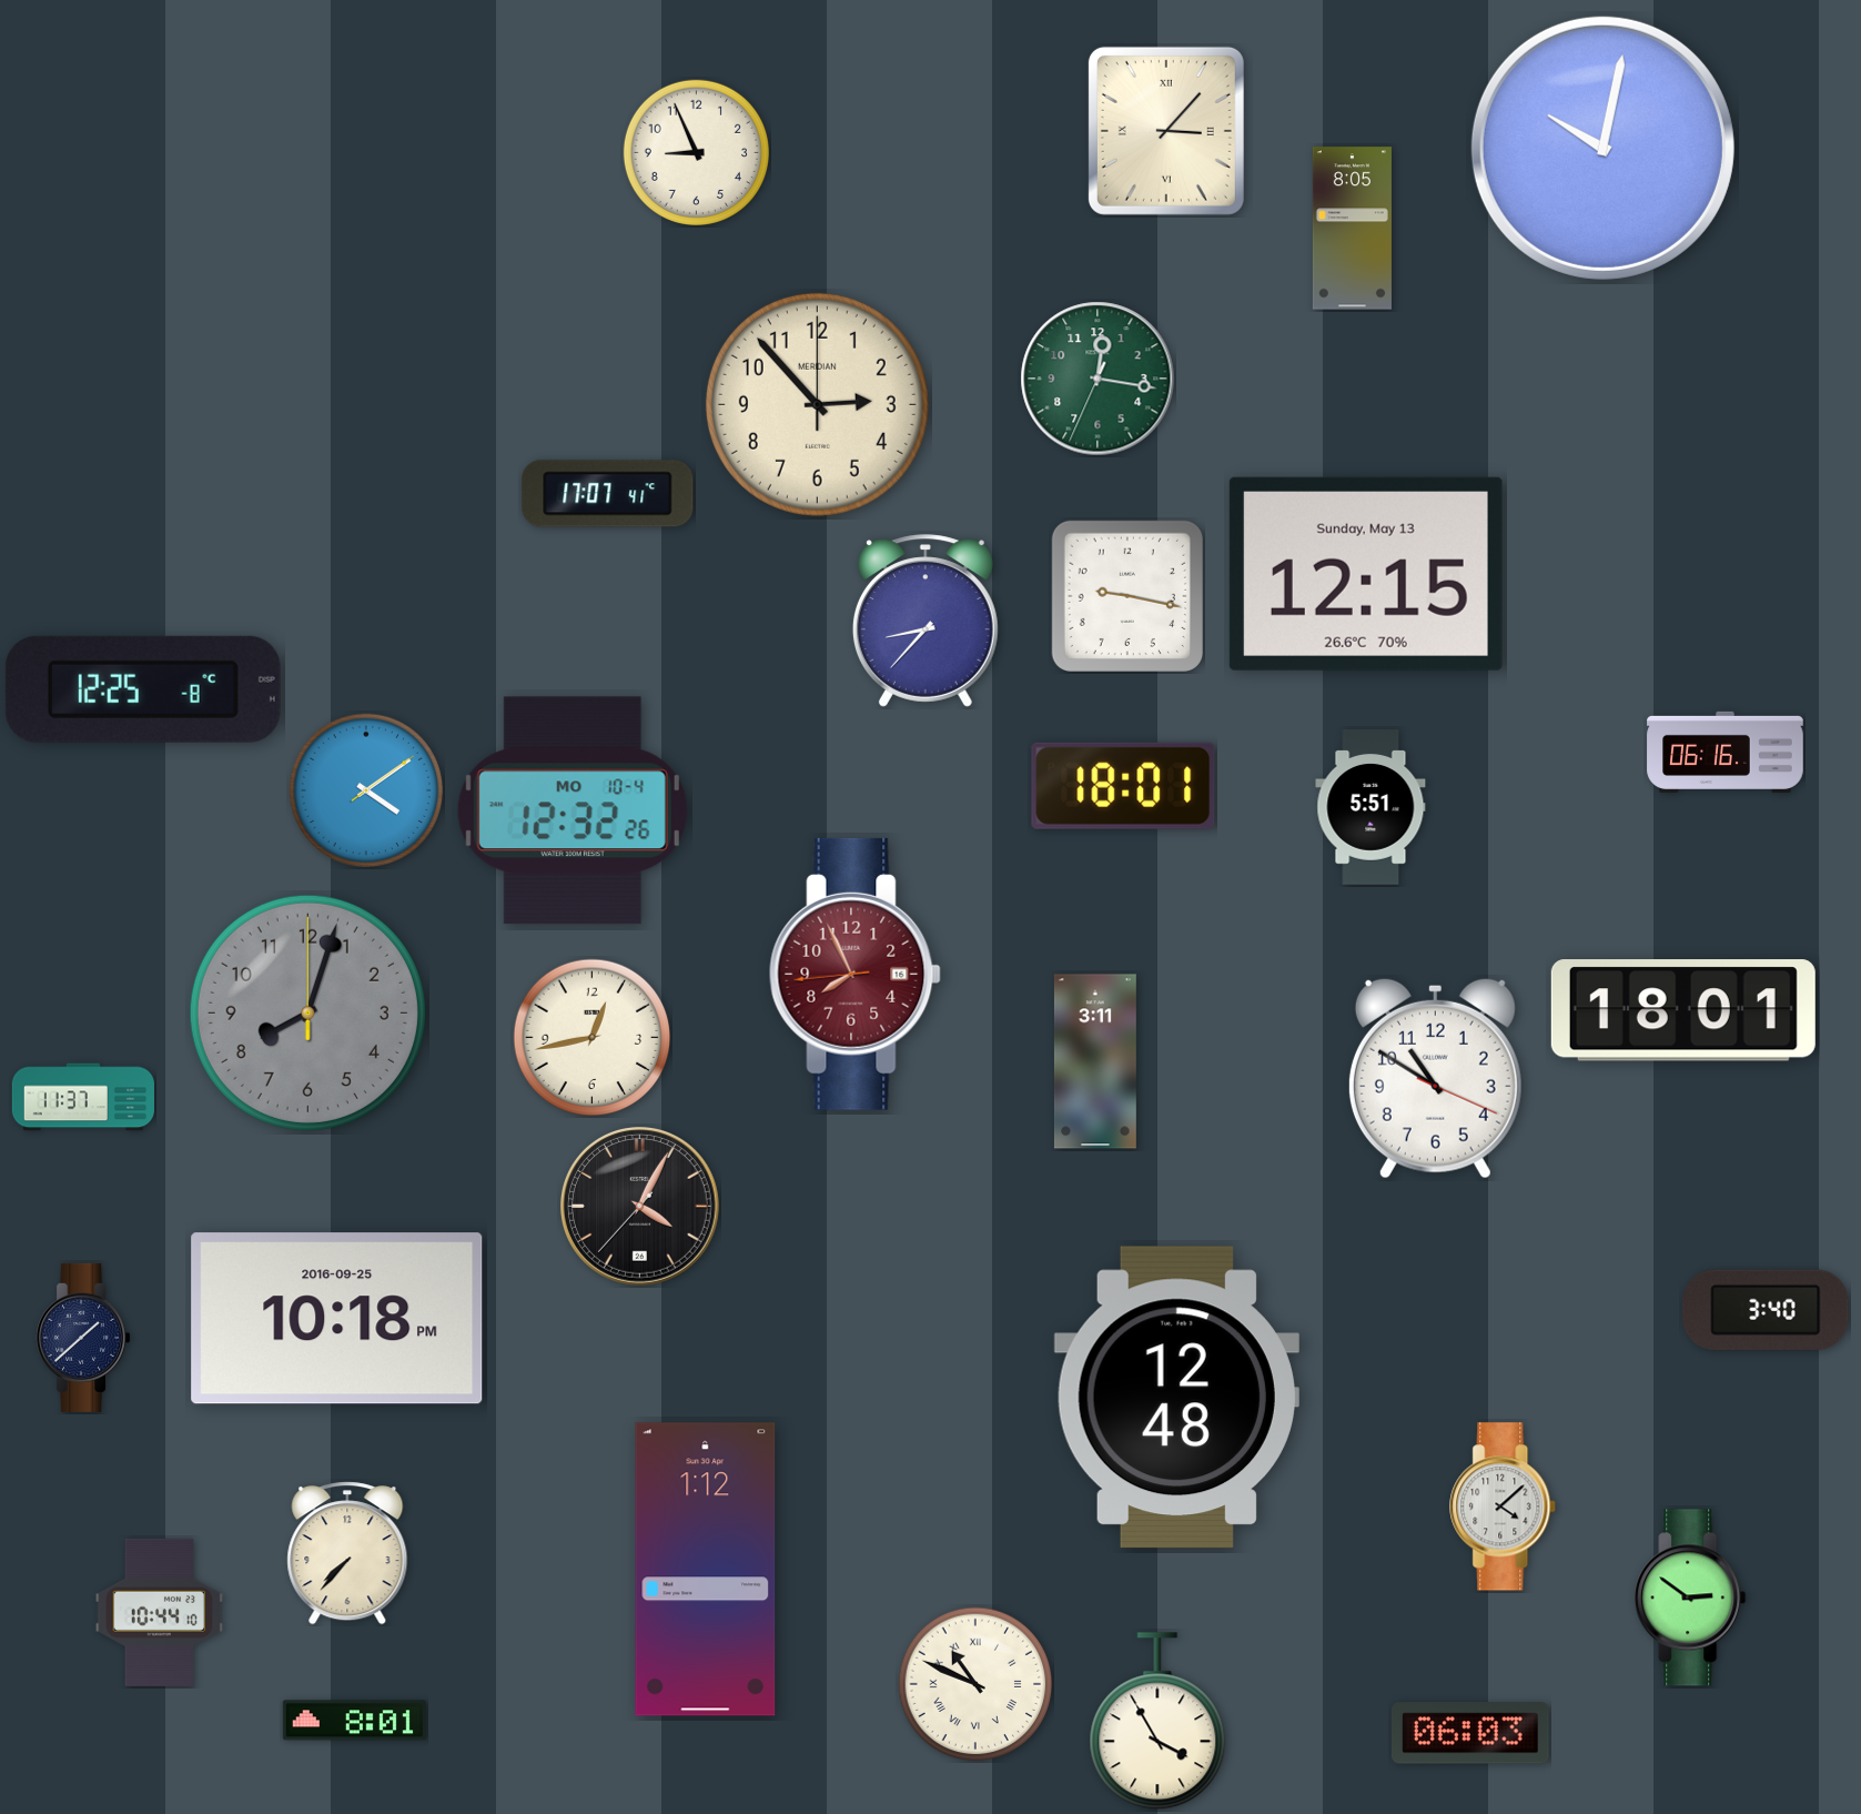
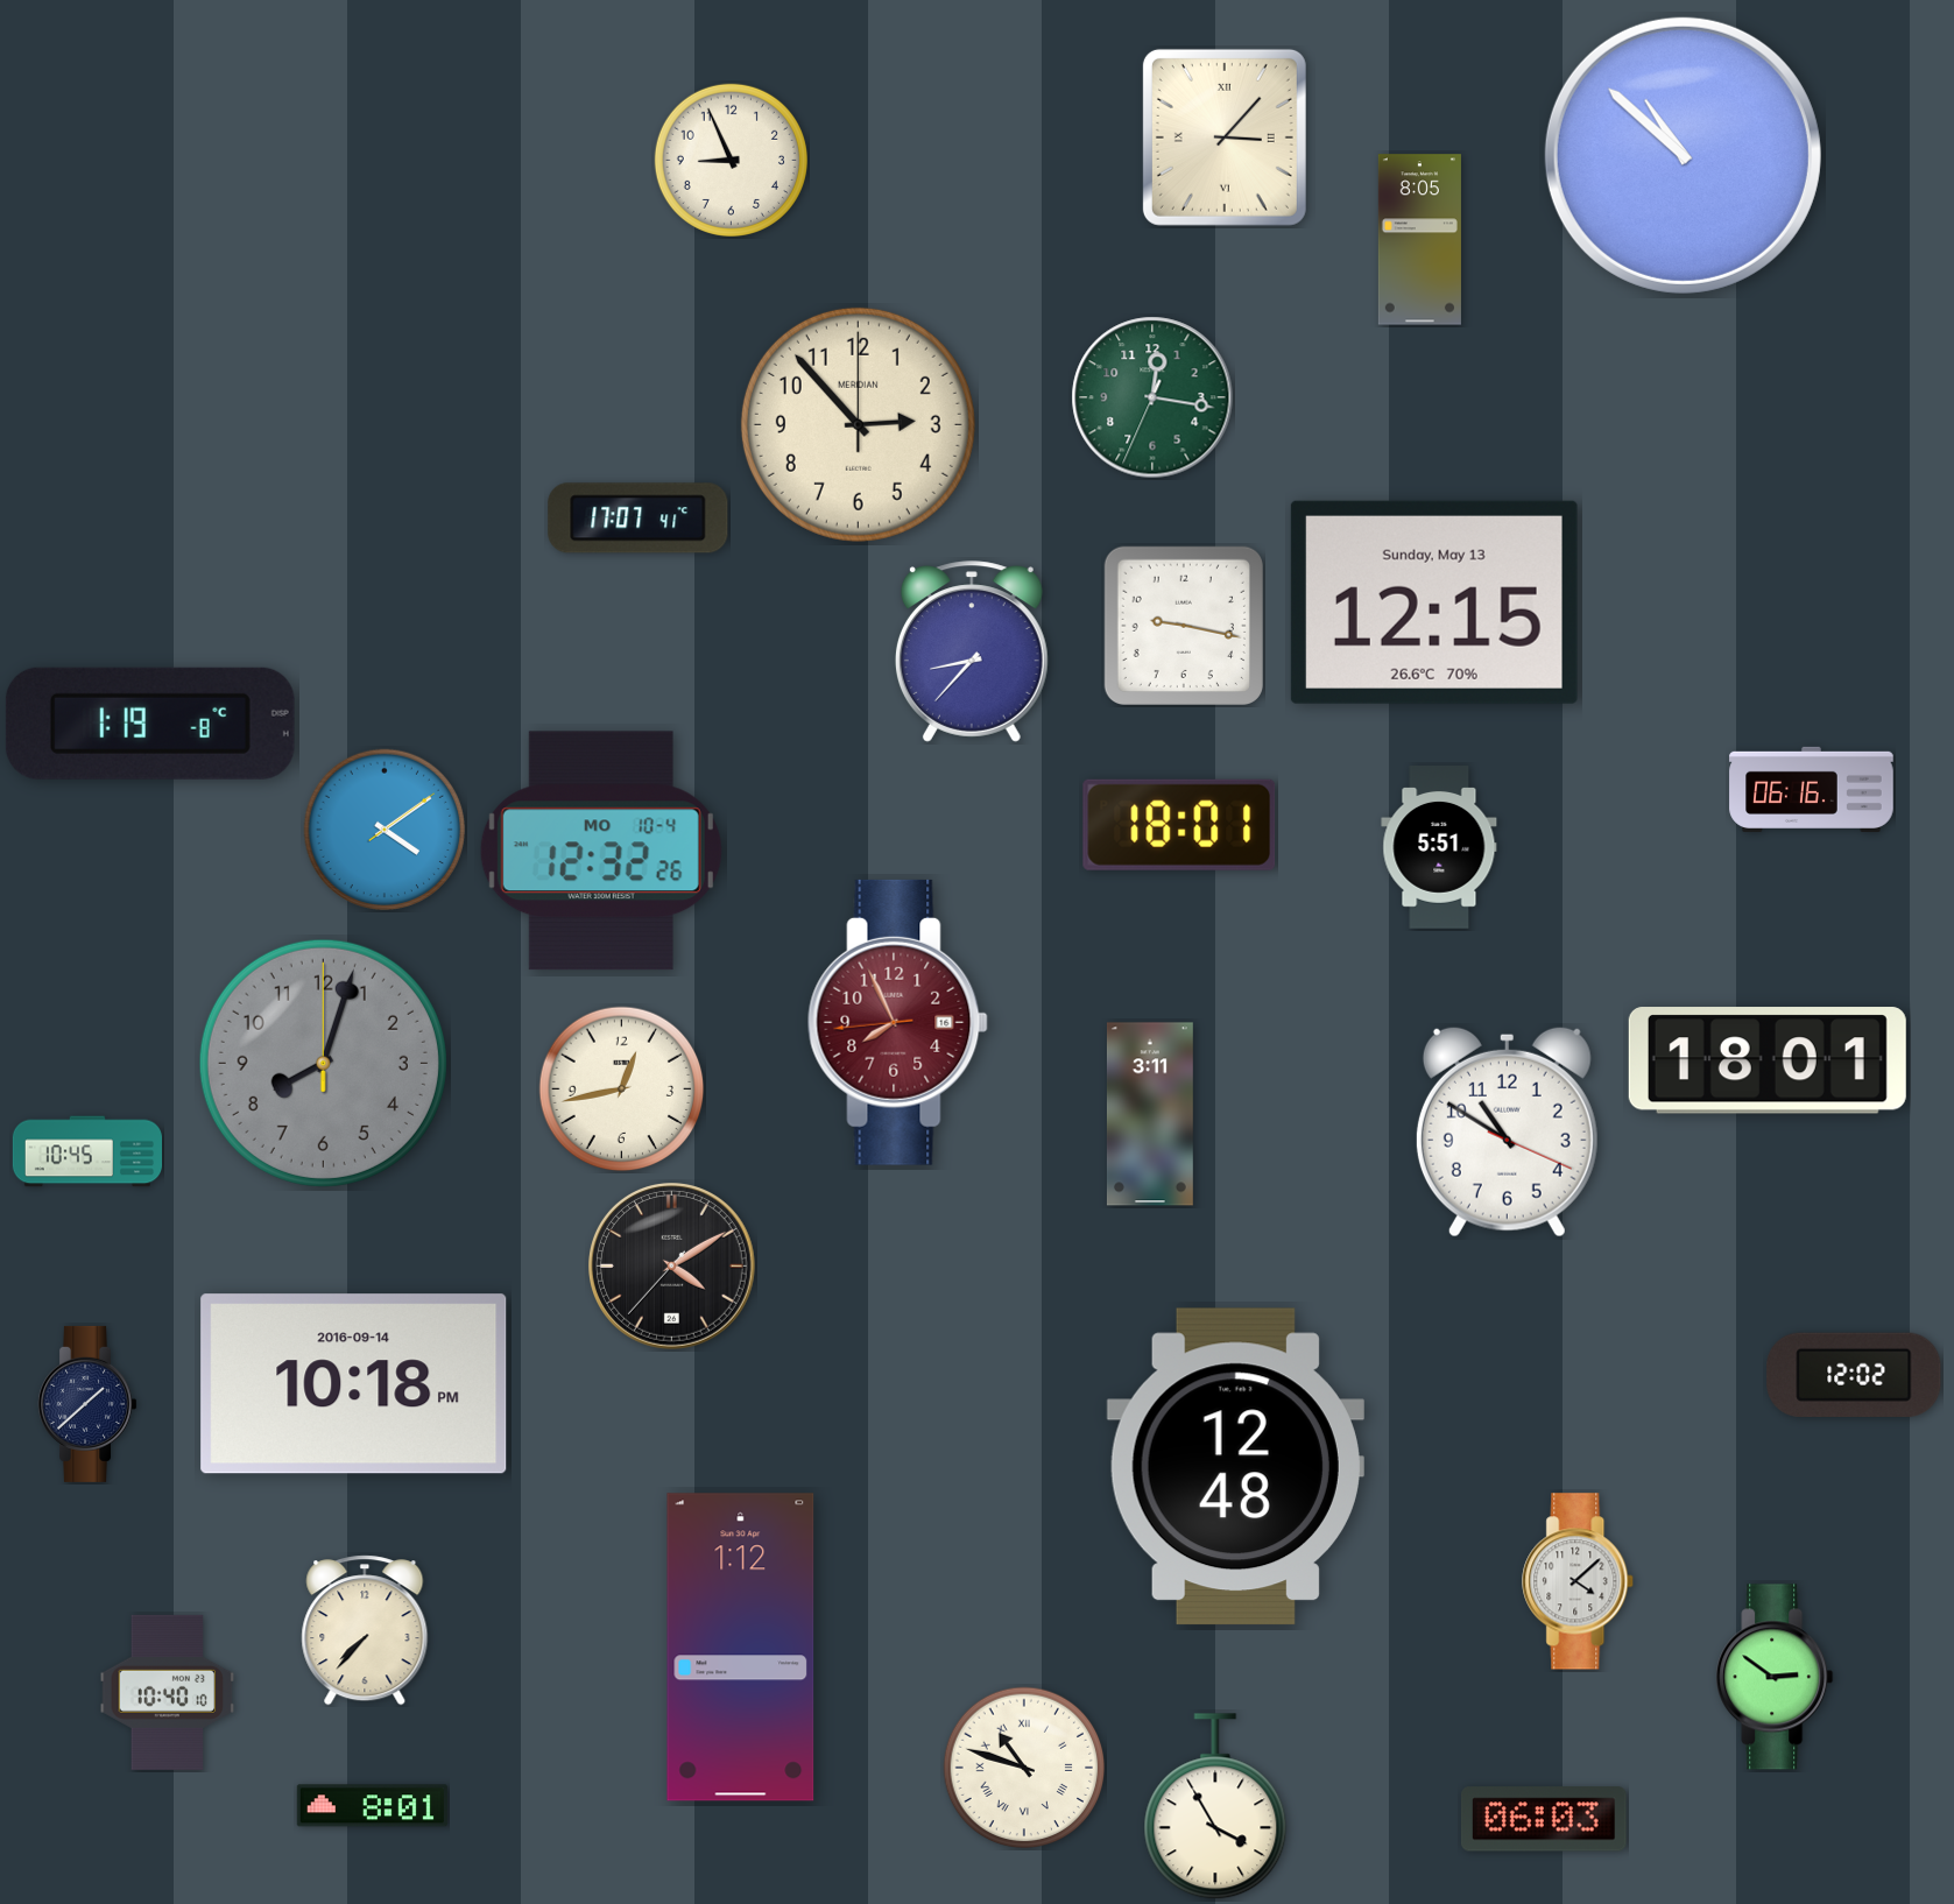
clock at (1602, 148): 10:02 -> 10:52
clock at (143, 689): 12:25 -> 1:19
clock at (82, 1097): 11:37 -> 10:45
clock at (640, 1207): 4:04 -> 4:09
clock at (1766, 1310): 3:40 -> 12:02
clock at (337, 1319) date: 2016-09-25 -> 2016-09-14
clock at (160, 1612): 10:44 -> 10:40
clock at (975, 1684): 10:49 -> 10:48
